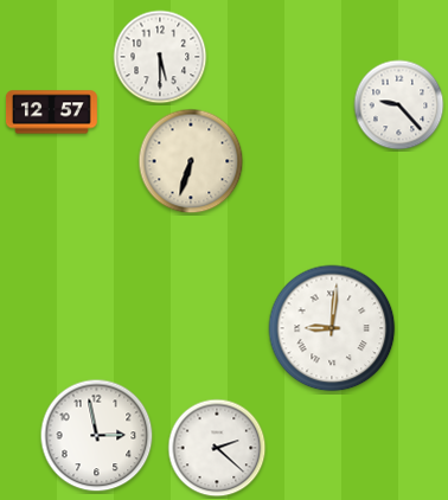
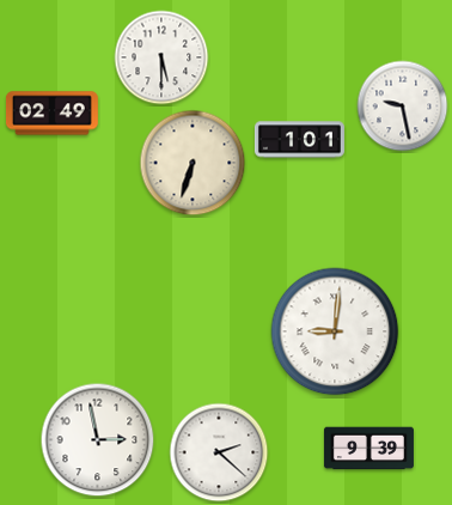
clock at (399, 105): 9:23 -> 9:28
clock at (52, 113): 12:57 -> 02:49
clock at (299, 140): none -> 1:01
clock at (368, 449): none -> 9:39
